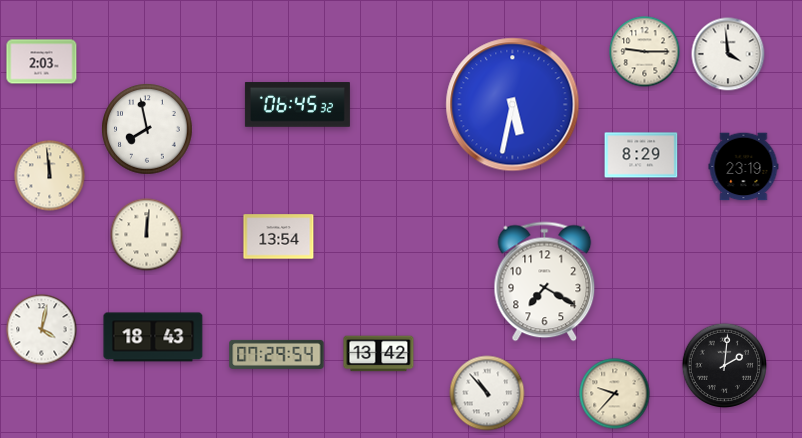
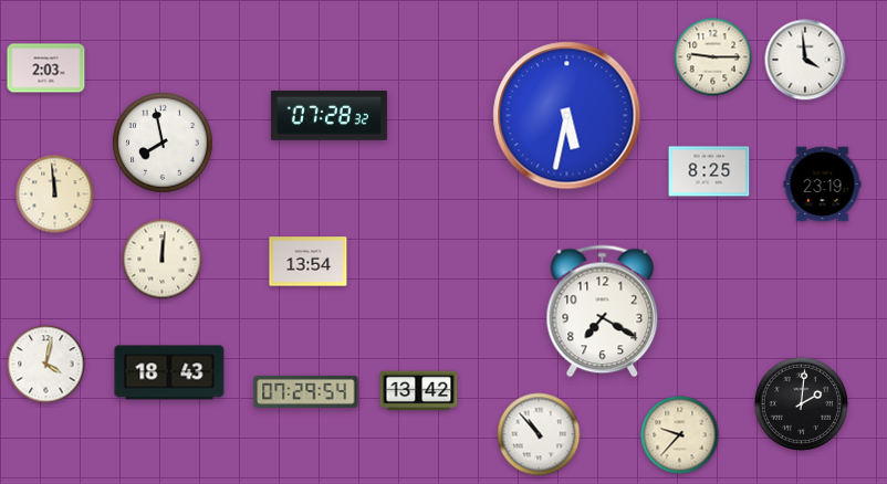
clock at (297, 105): 06:45 -> 07:28
clock at (641, 155): 8:29 -> 8:25
